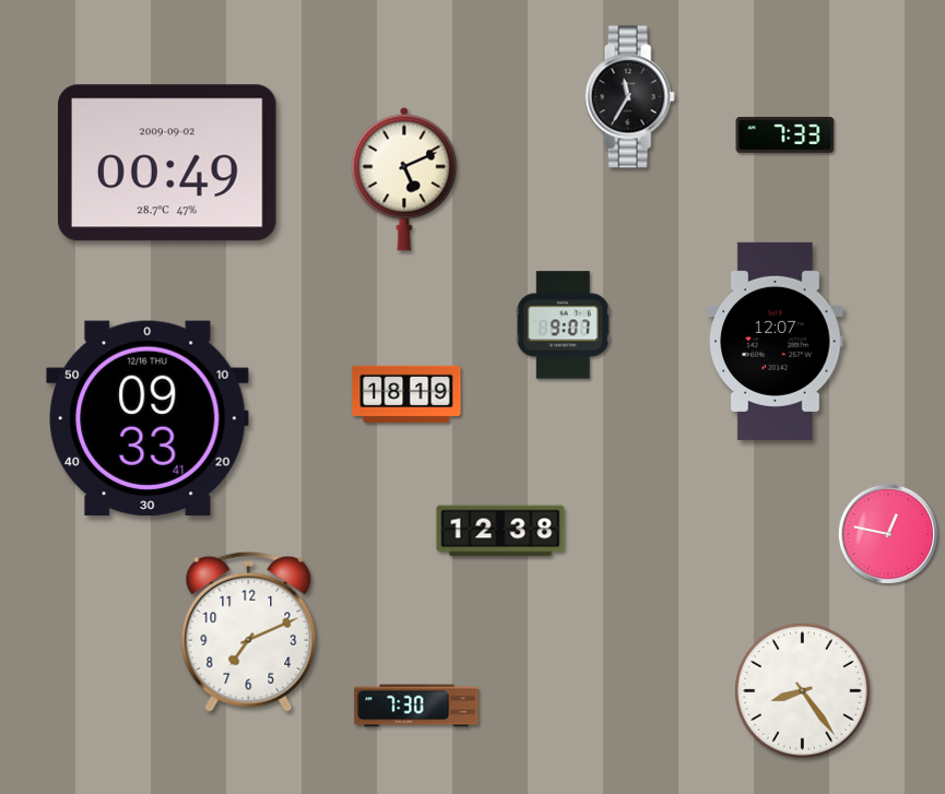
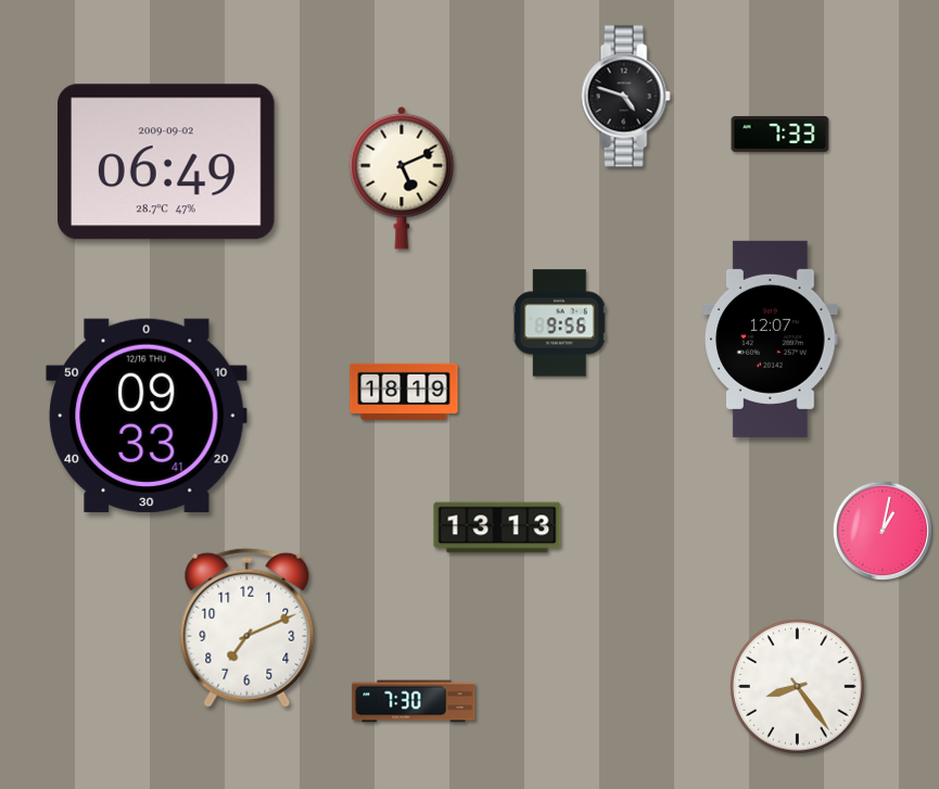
clock at (629, 97): 11:35 -> 4:48
clock at (168, 163): 00:49 -> 06:49
clock at (563, 325): 9:07 -> 9:56
clock at (500, 531): 12:38 -> 13:13
clock at (887, 533): 12:47 -> 1:02
